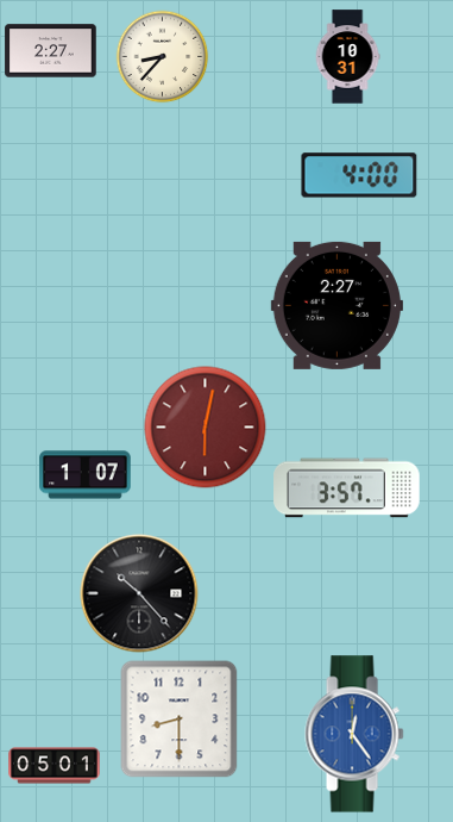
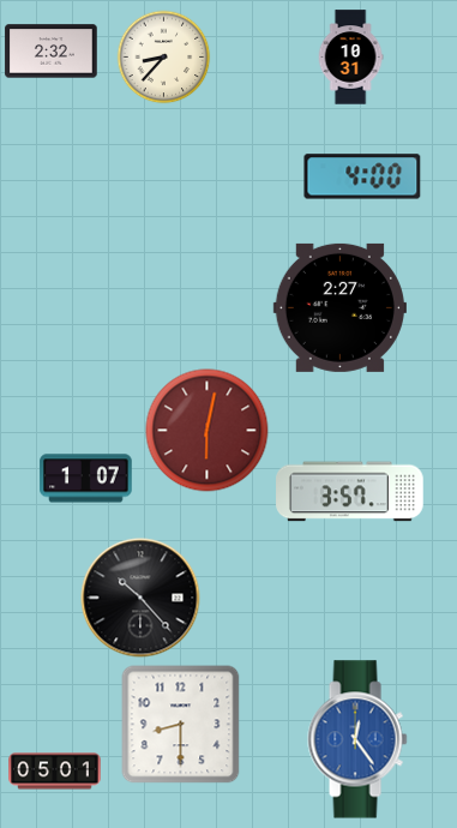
clock at (51, 51): 2:27 -> 2:32
